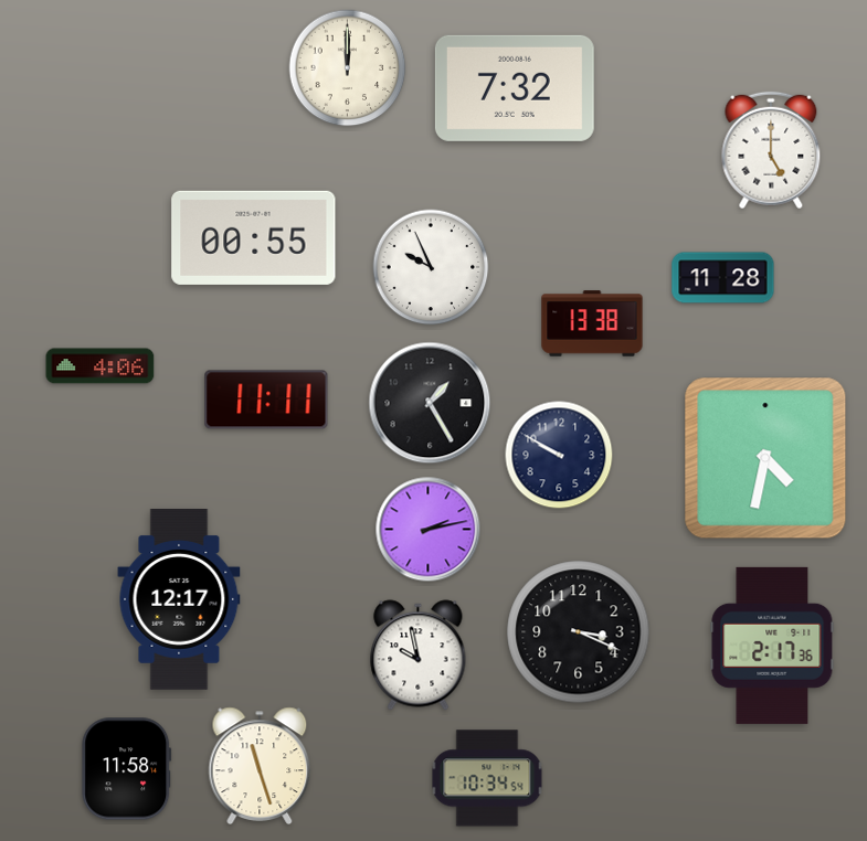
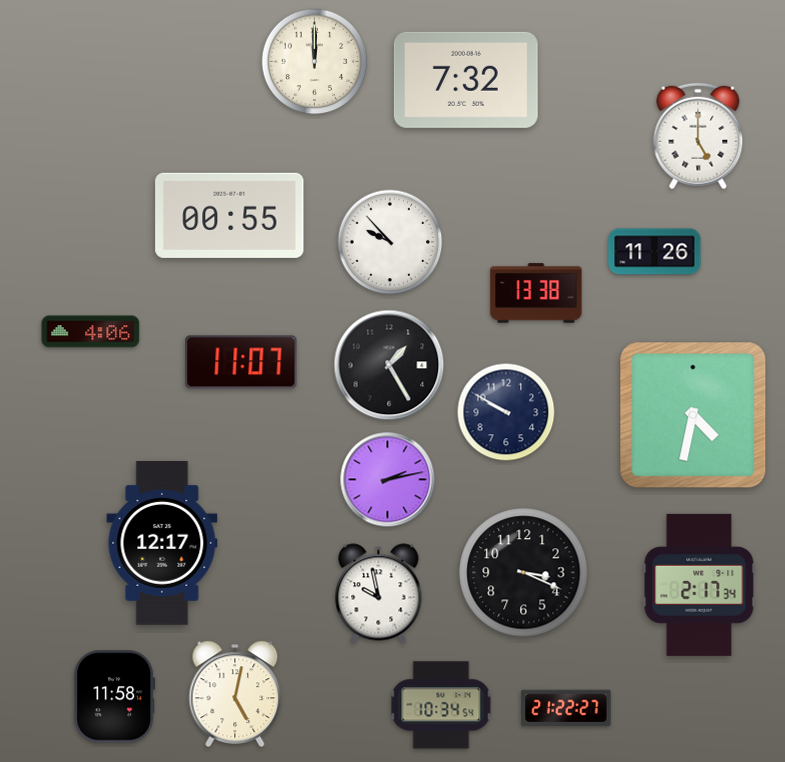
clock at (431, 267): 9:56 -> 9:53
clock at (723, 278): 11:28 -> 11:26
clock at (266, 400): 11:11 -> 11:07
clock at (772, 646): 2:17:36 -> 2:17:34
clock at (260, 765): 11:27 -> 5:02
clock at (566, 708): none -> 21:22
